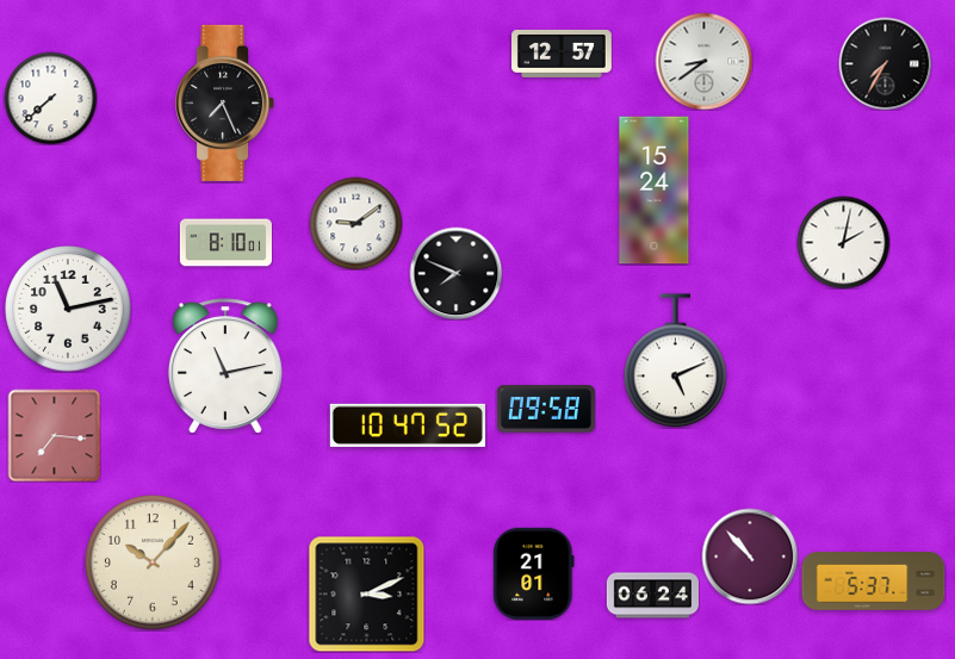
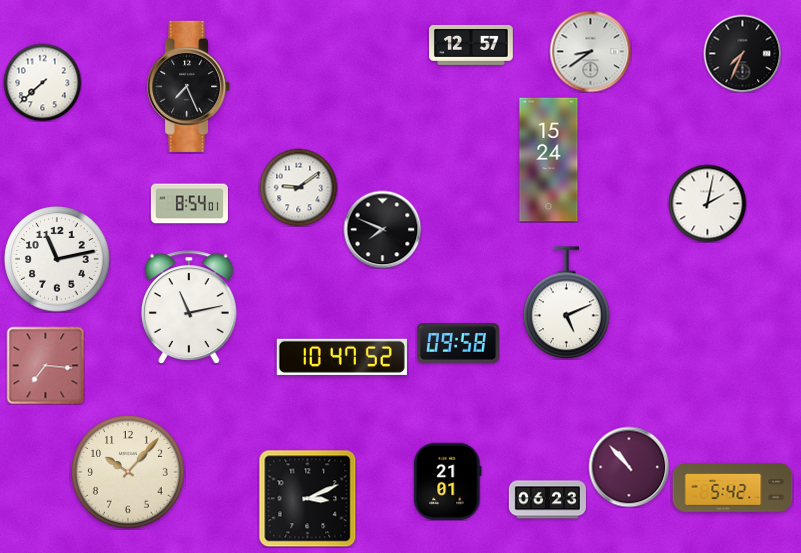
clock at (885, 63): 7:35 -> 7:34
clock at (225, 243): 8:10 -> 8:54
clock at (874, 582): 5:37 -> 5:42
clock at (652, 596): 06:24 -> 06:23
